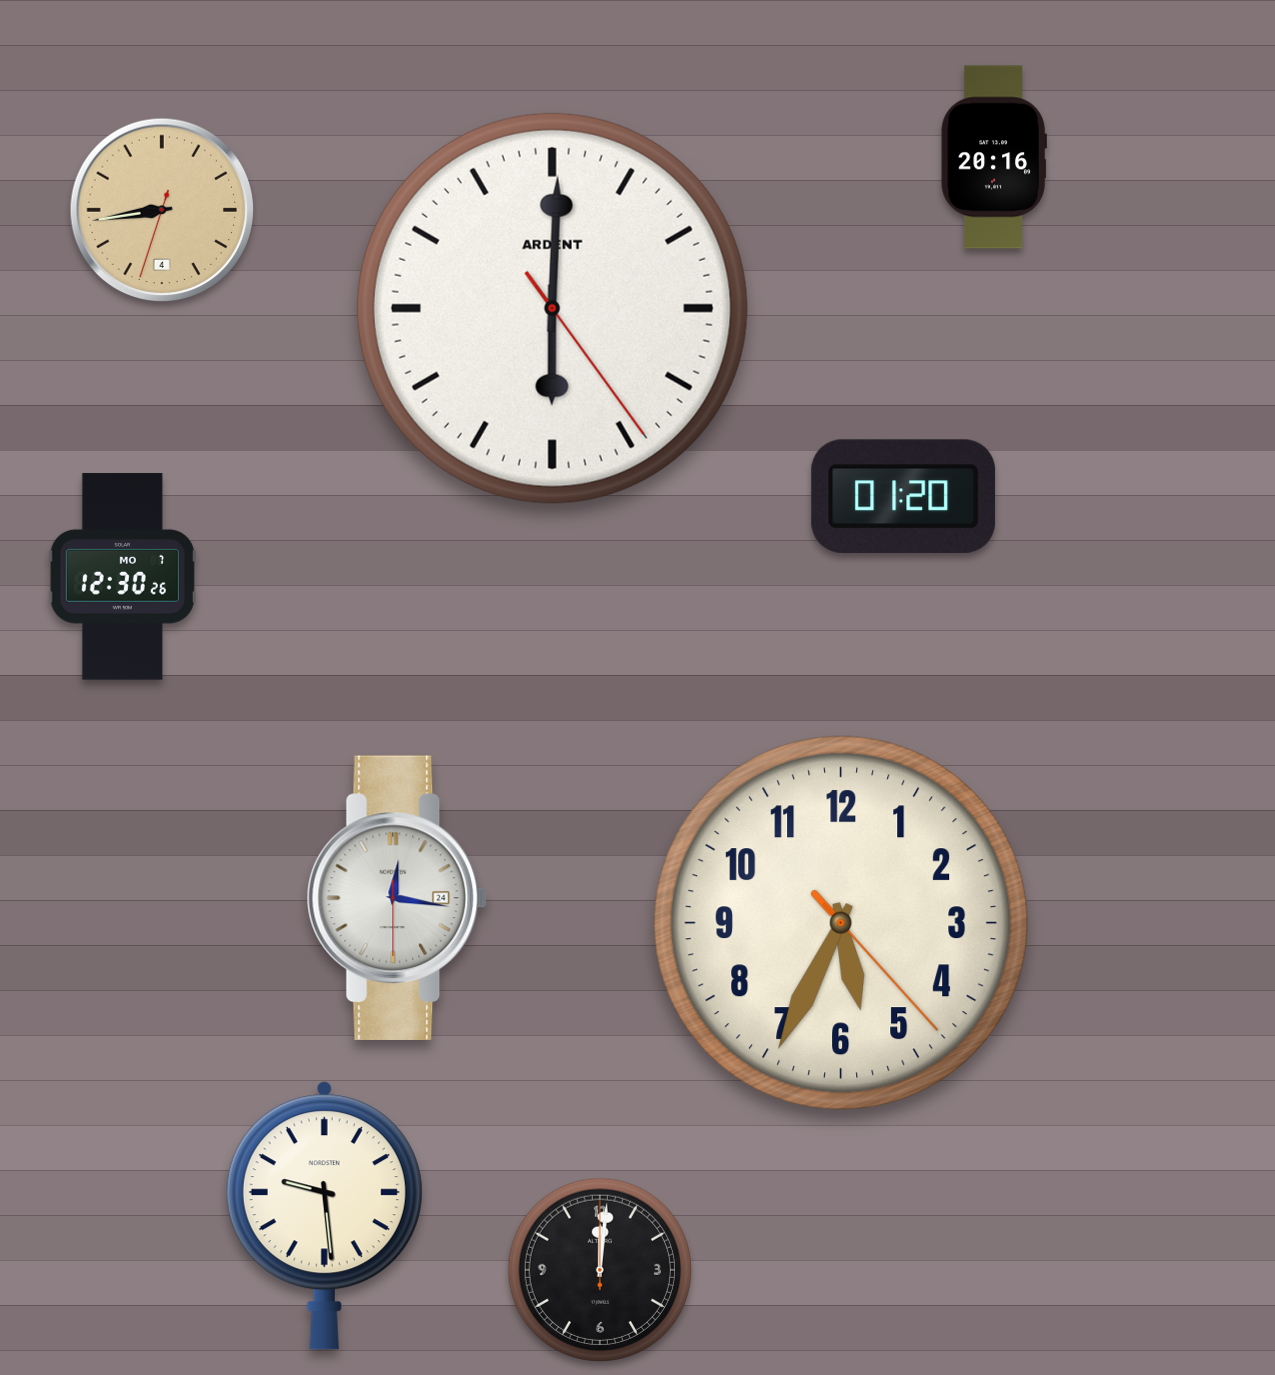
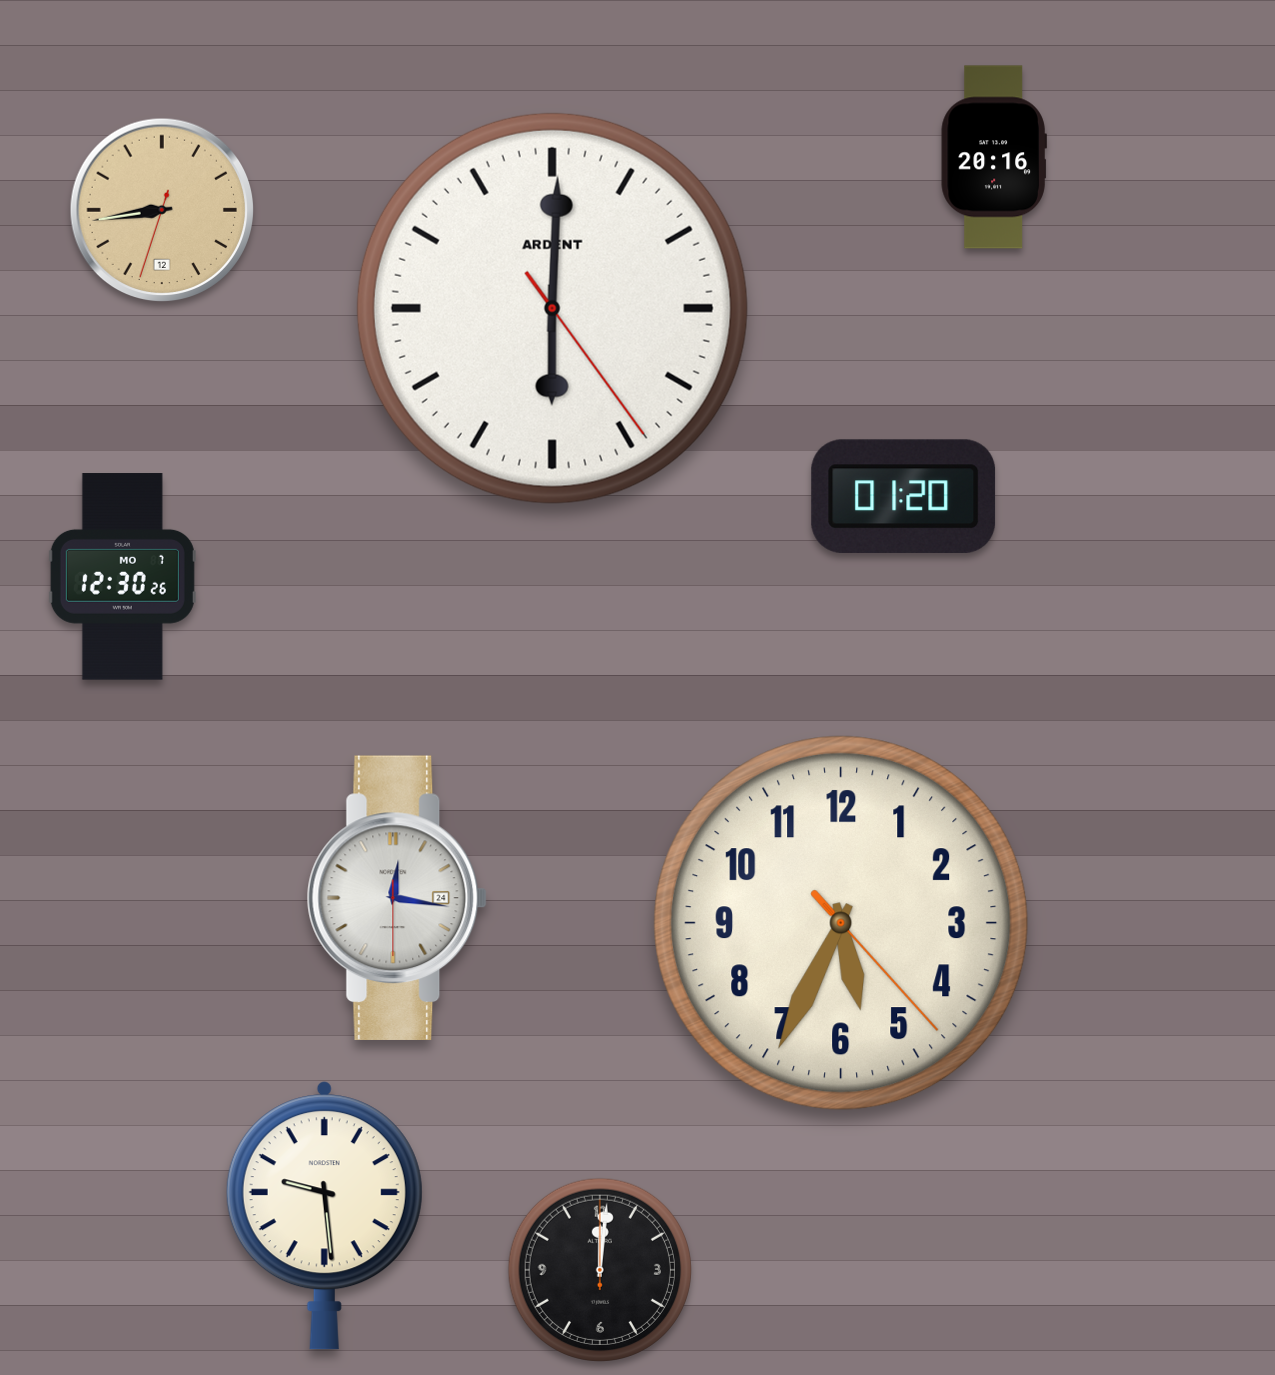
clock at (162, 210) date: 4 -> 12
